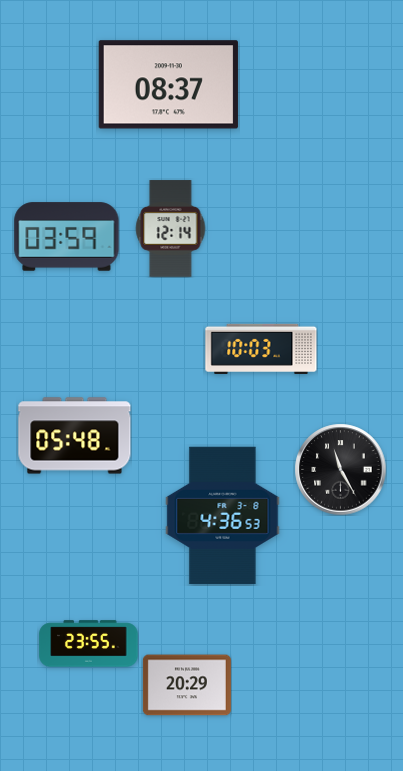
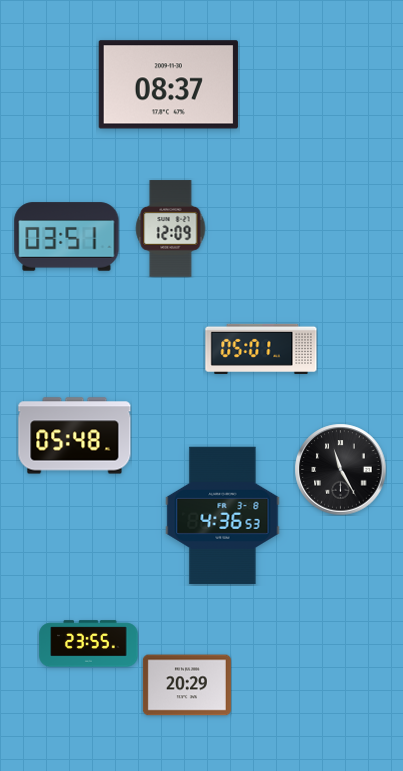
clock at (171, 229): 12:14 -> 12:09
clock at (67, 237): 03:59 -> 03:51
clock at (261, 349): 10:03 -> 05:01
